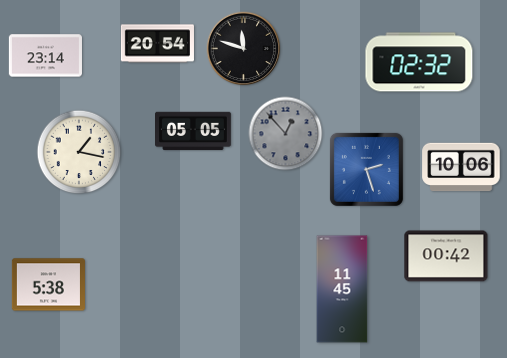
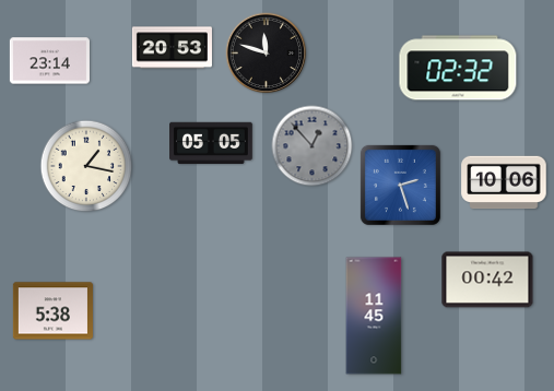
clock at (157, 44): 20:54 -> 20:53
